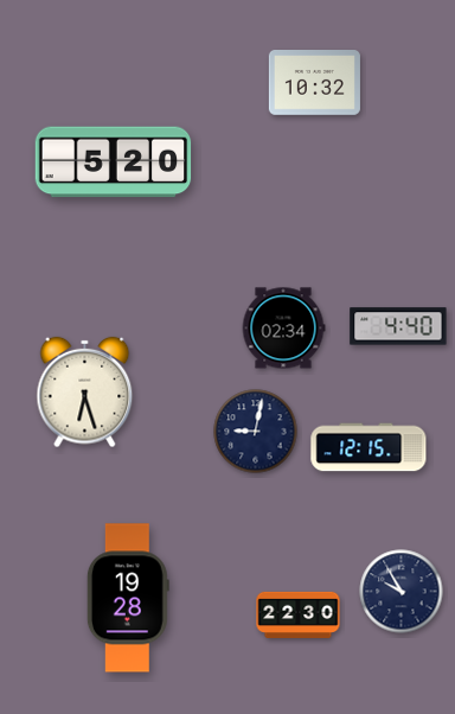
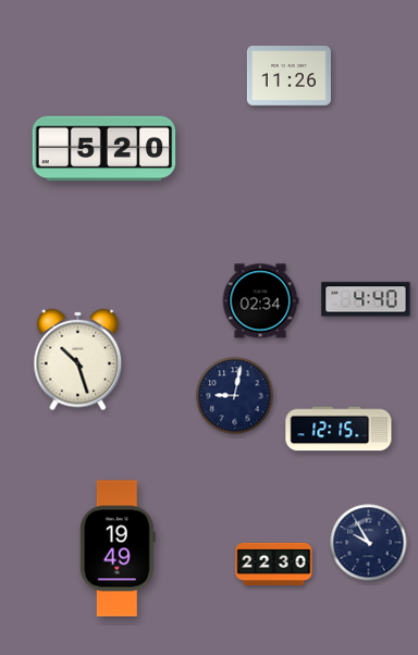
clock at (314, 83): 10:32 -> 11:26
clock at (85, 393): 6:27 -> 10:27
clock at (369, 447) position: (369, 447) -> (339, 429)
clock at (128, 598): 19:28 -> 19:49
